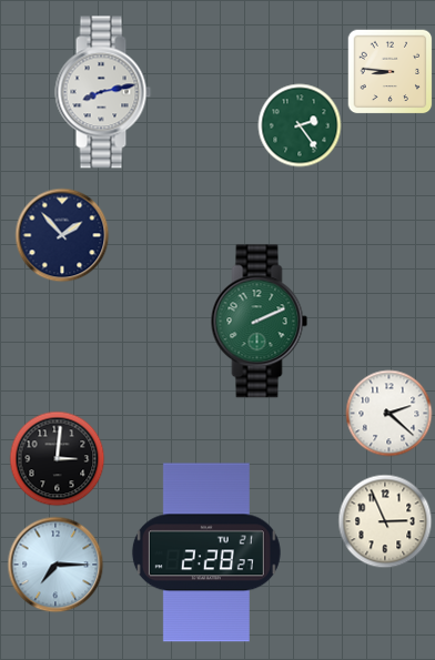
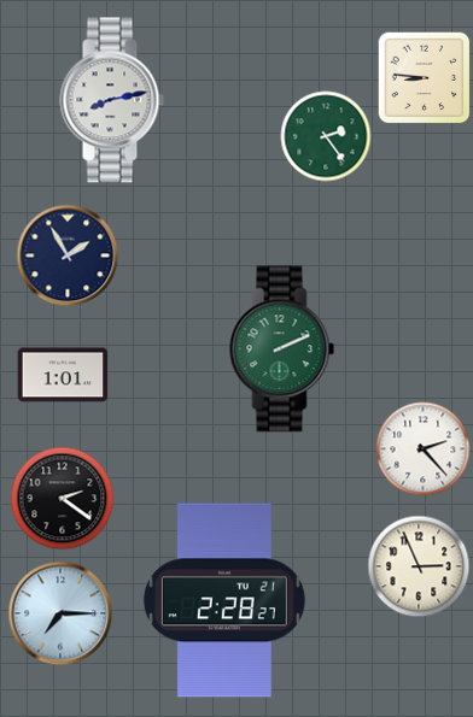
clock at (62, 235): 1:53 -> 1:55
clock at (63, 375): none -> 1:01
clock at (390, 414): 2:22 -> 2:23
clock at (58, 459): 3:01 -> 2:21
